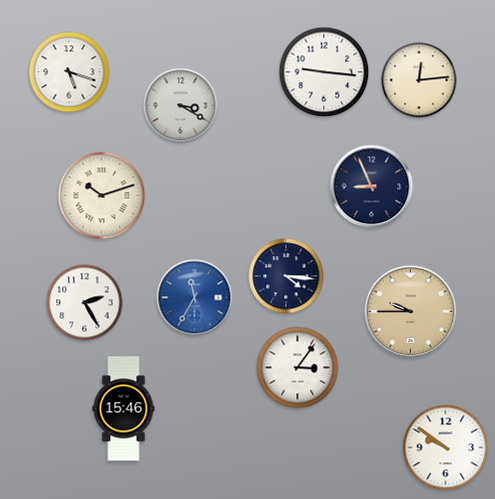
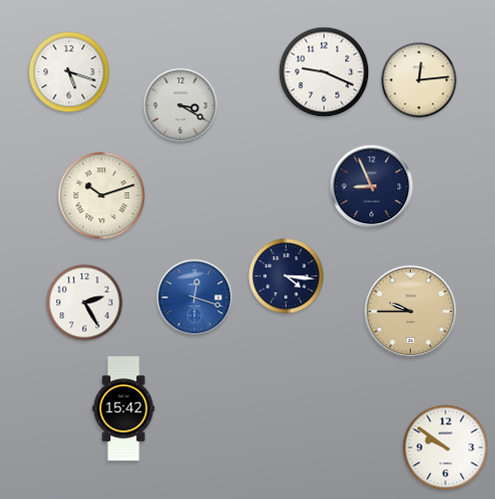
clock at (324, 72): 9:16 -> 9:19
clock at (195, 298): 11:35 -> 12:18
clock at (298, 368): 3:06 -> none
clock at (124, 409): 15:46 -> 15:42
